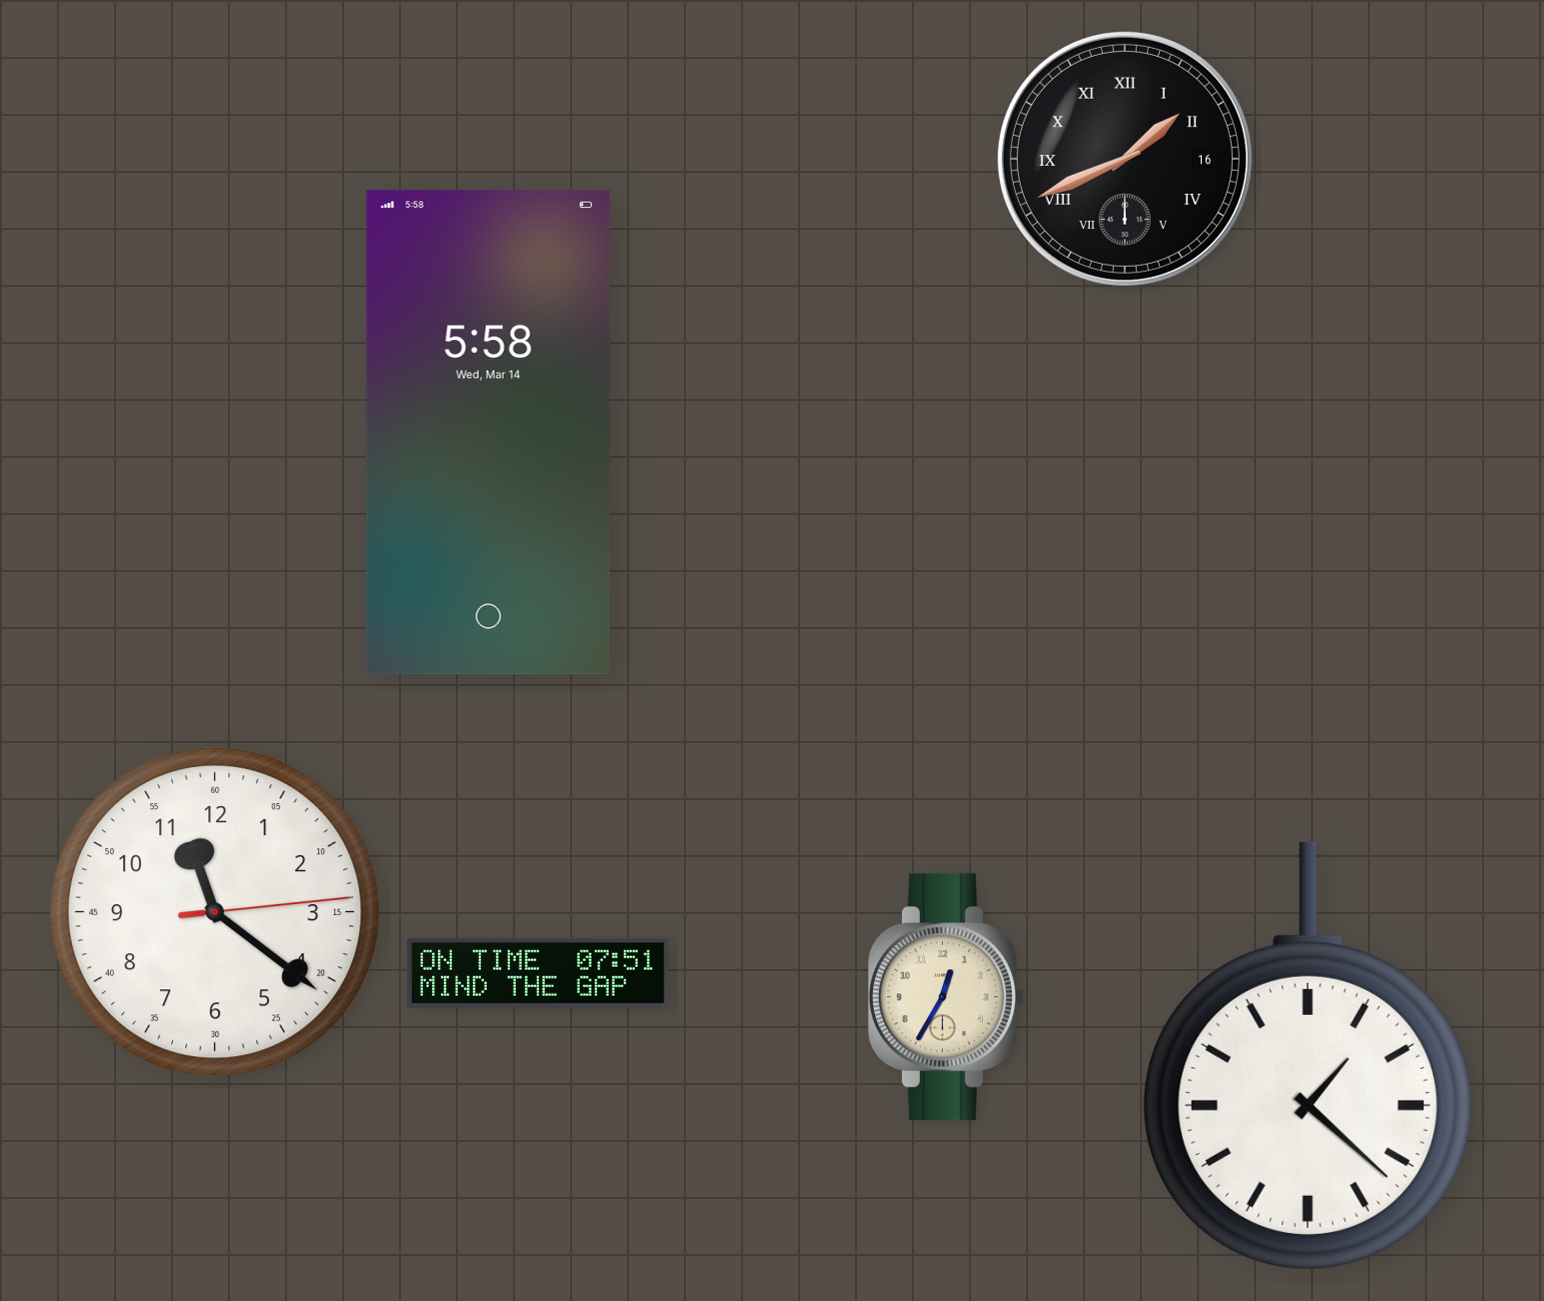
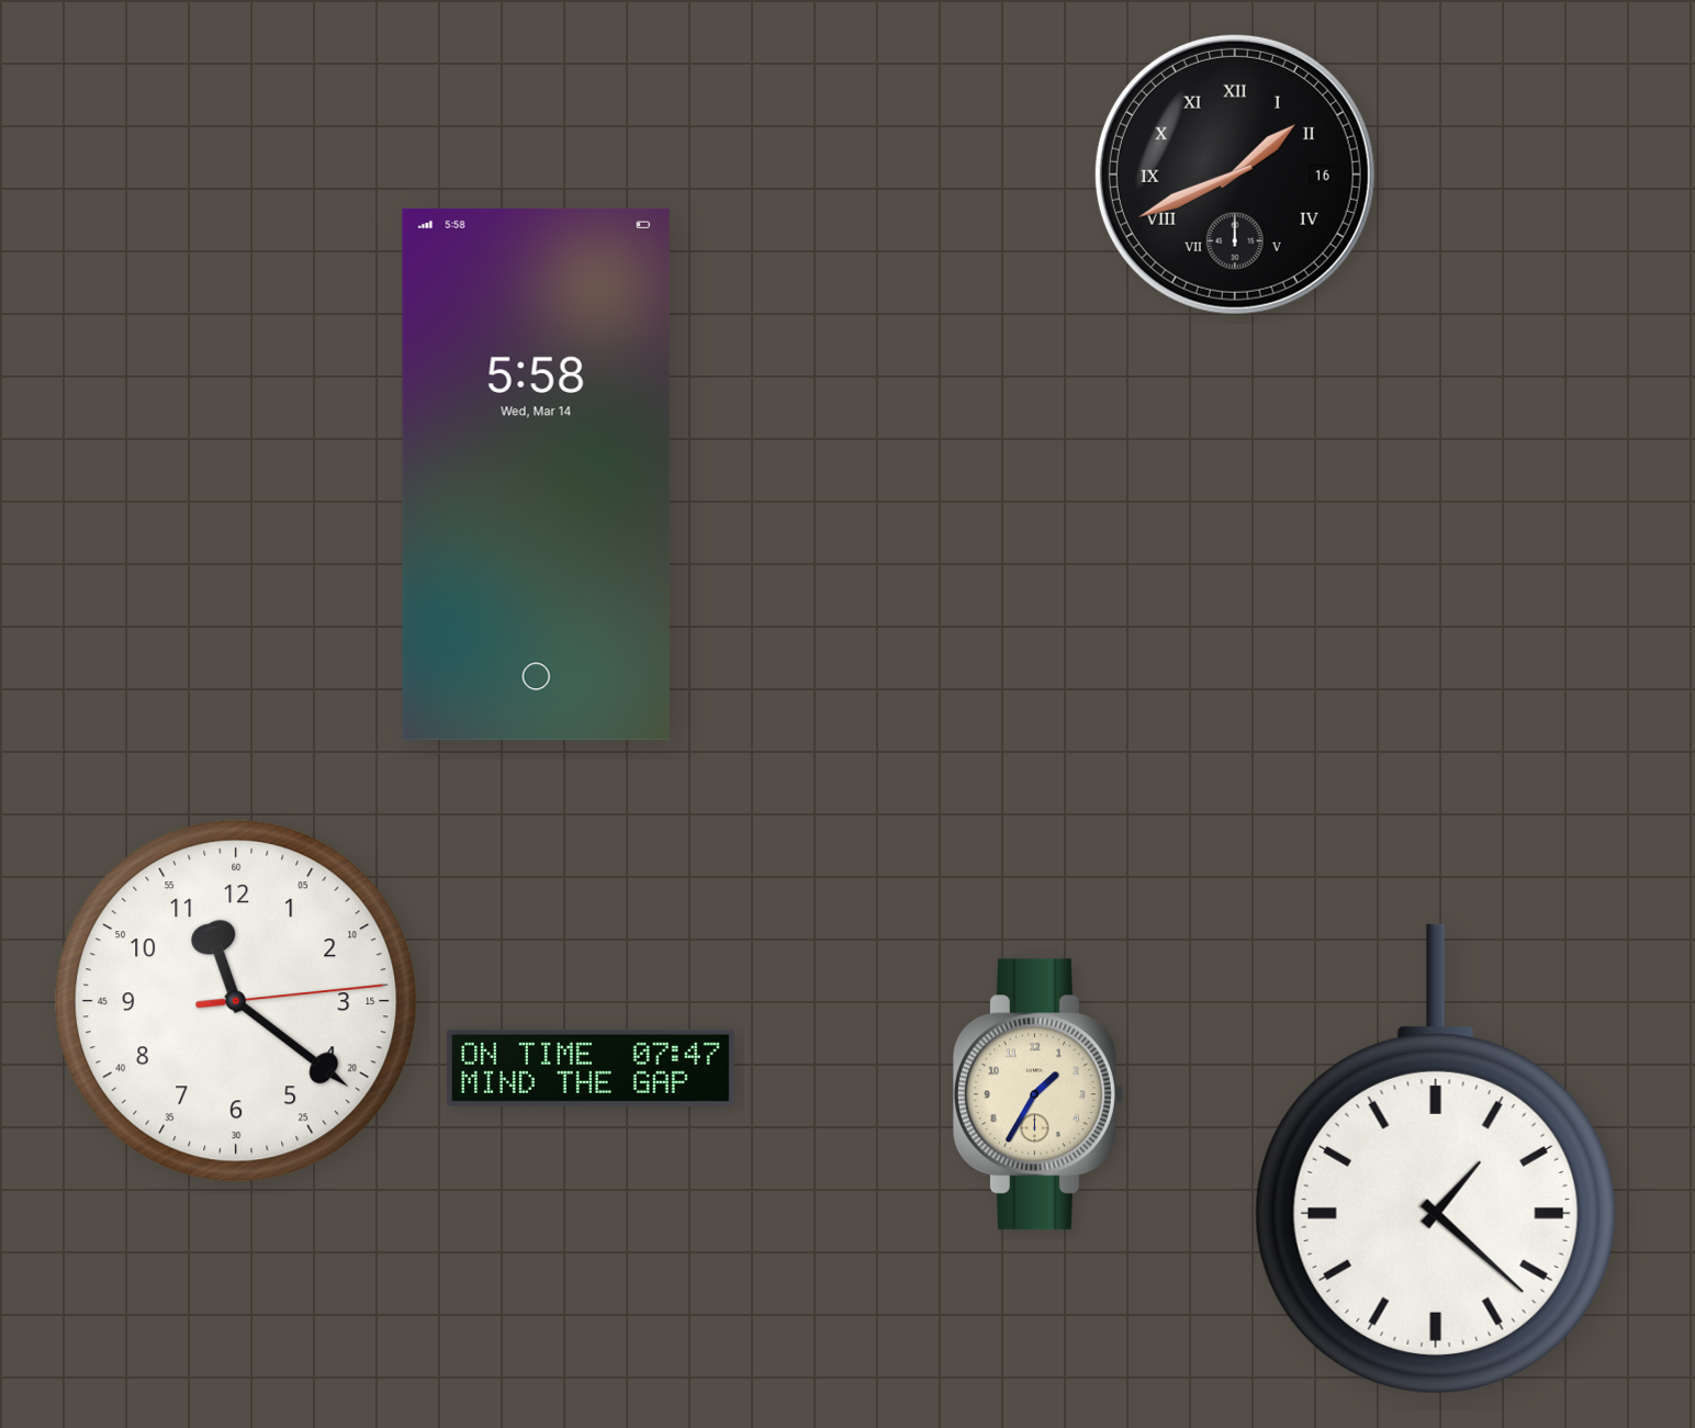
clock at (538, 973): 07:51 -> 07:47
clock at (946, 997): 12:35 -> 1:35
